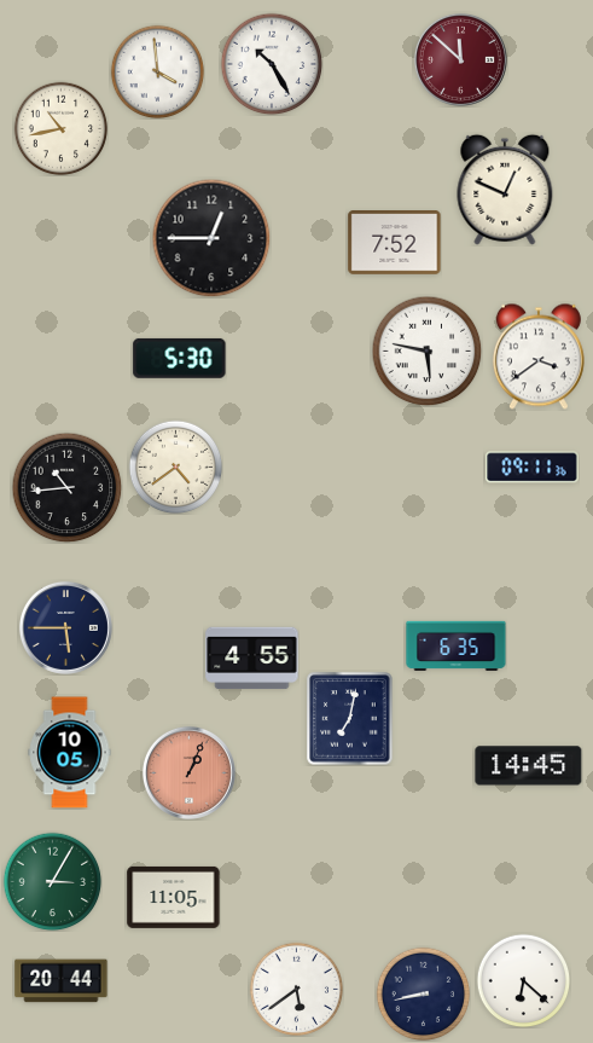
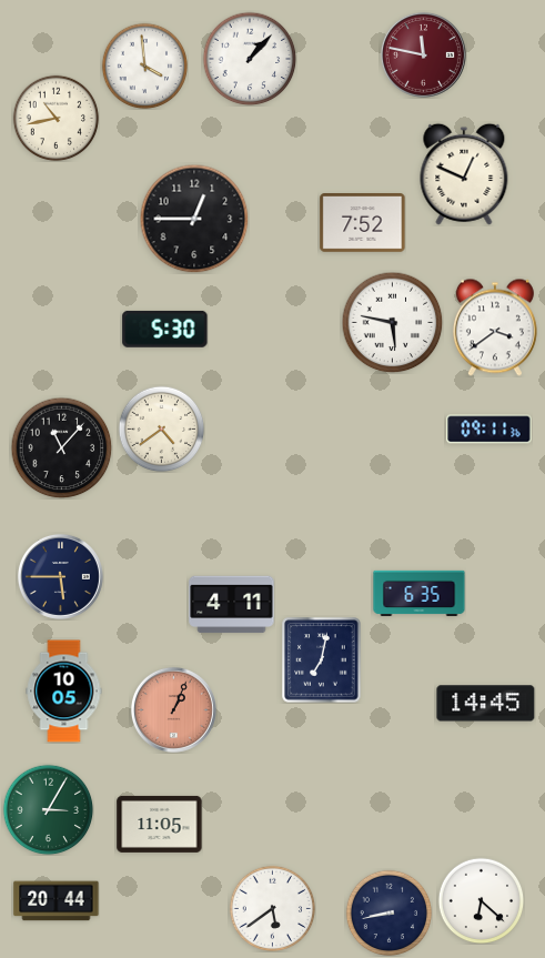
clock at (460, 59): 11:52 -> 11:47
clock at (272, 64): 10:25 -> 1:07
clock at (66, 487): 10:44 -> 11:07
clock at (252, 659): 4:55 -> 4:11
